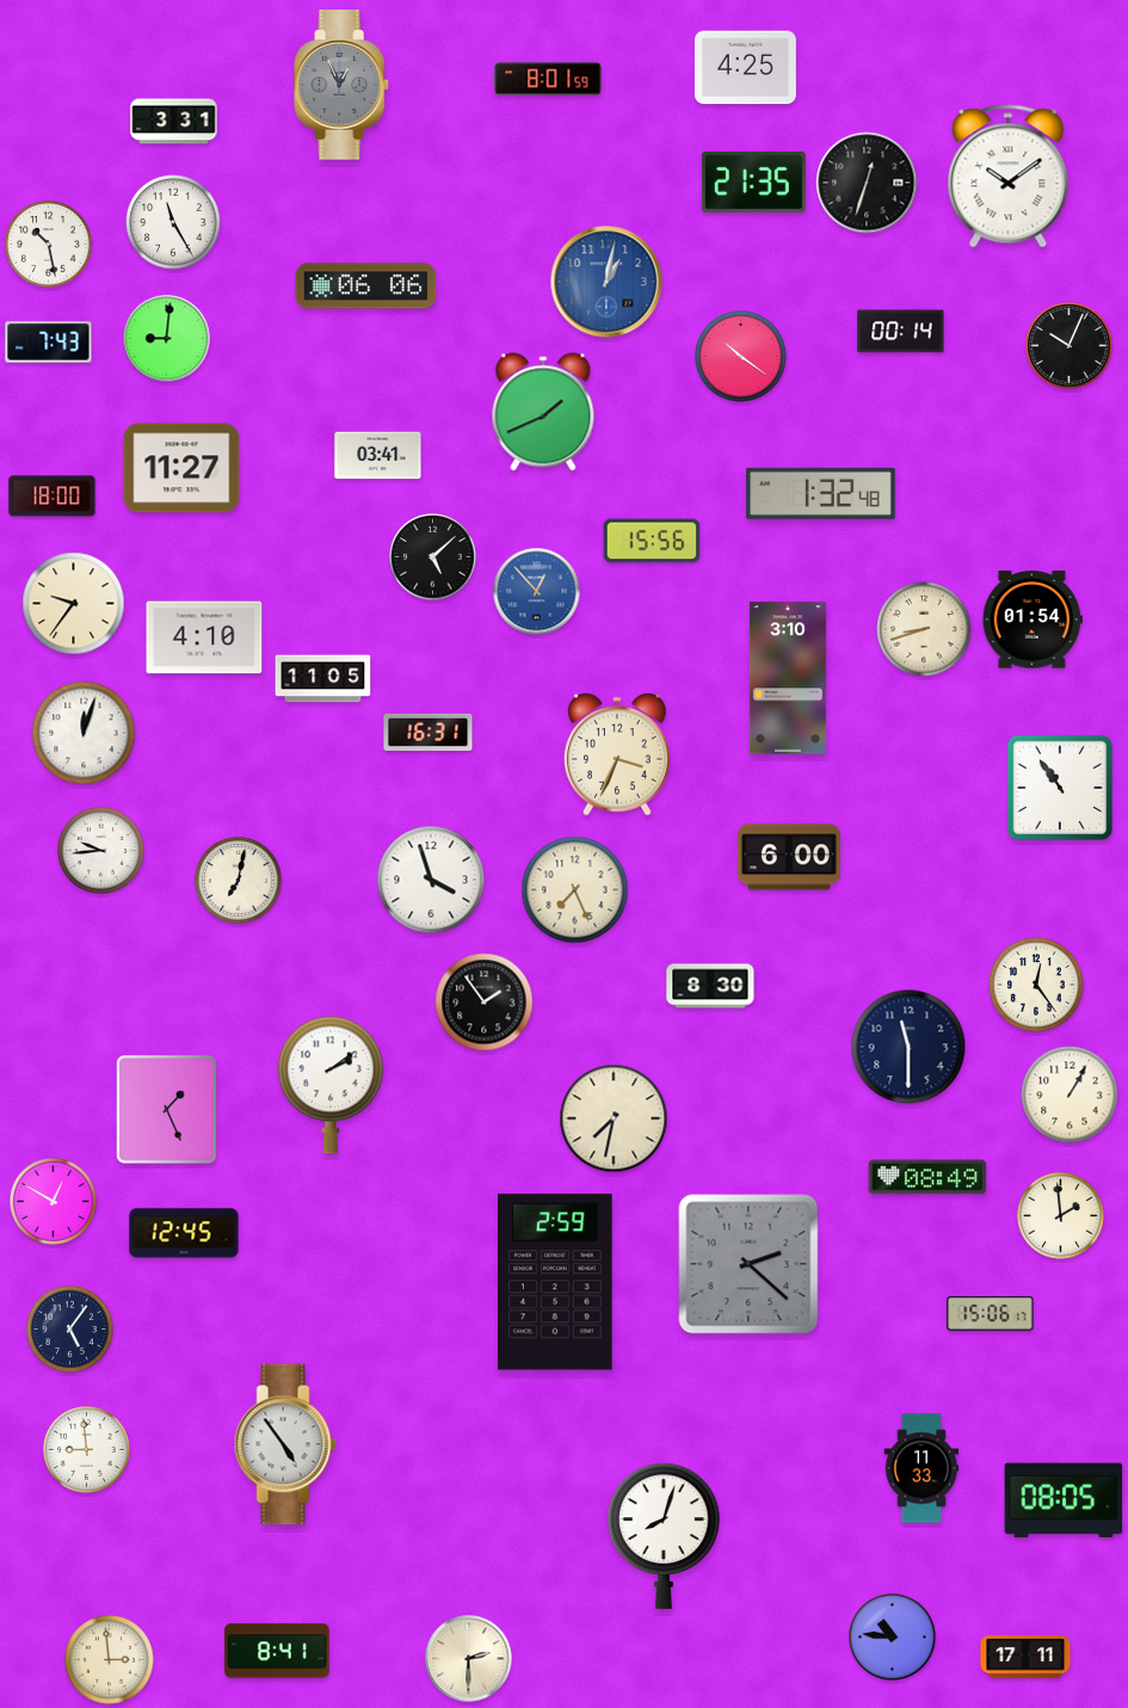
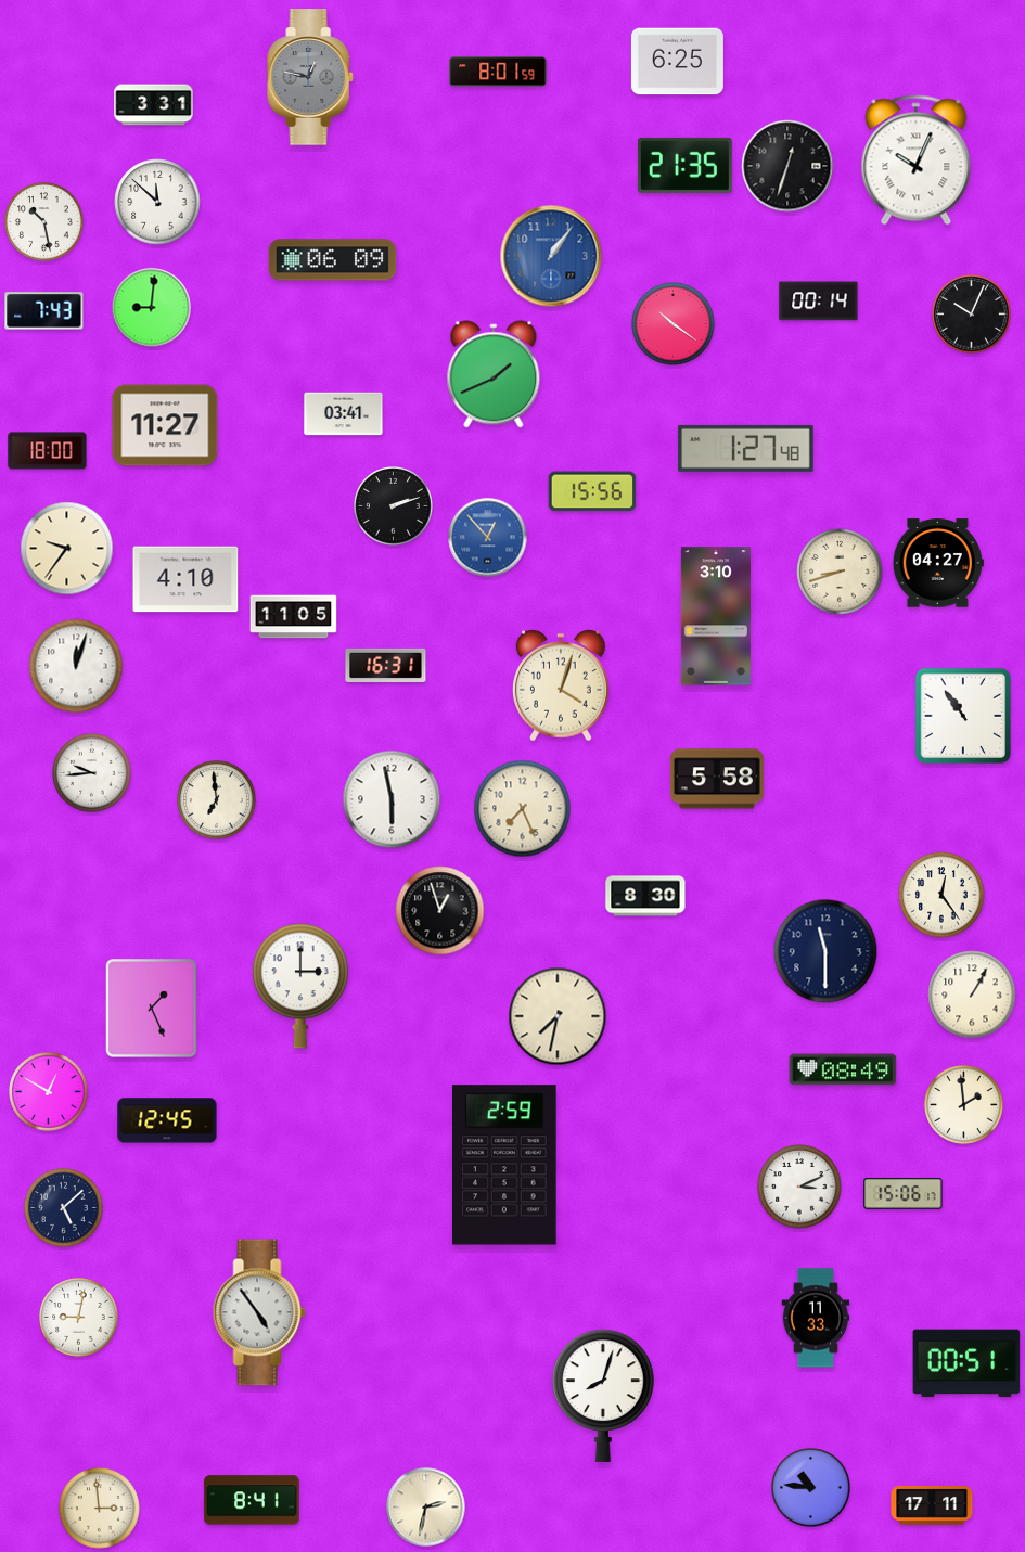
clock at (745, 68): 4:25 -> 6:25
clock at (343, 85): 12:56 -> 12:47
clock at (174, 122) position: (174, 122) -> (154, 105)
clock at (1009, 177): 10:09 -> 10:04
clock at (173, 222): 11:25 -> 11:52
clock at (606, 282): 1:02 -> 1:06
clock at (366, 286): 06:06 -> 06:09
clock at (821, 493): 1:32 -> 1:27
clock at (433, 557): 5:08 -> 2:12
clock at (1033, 619): 01:54 -> 04:27
clock at (429, 732) position: (429, 732) -> (386, 665)
clock at (617, 754): 3:34 -> 4:03
clock at (789, 857): 6:00 -> 5:58
clock at (431, 880): 3:57 -> 5:58
clock at (239, 881): 7:02 -> 6:59
clock at (485, 1003): 1:54 -> 12:57
clock at (331, 1085): 2:09 -> 3:00
clock at (748, 1264): 2:22 -> none
clock at (799, 1187): none -> 3:11
clock at (991, 1314) position: (991, 1314) -> (904, 1194)
clock at (70, 1330): 5:06 -> 5:08
clock at (87, 1450): 8:59 -> 9:02
clock at (921, 1468) position: (921, 1468) -> (816, 1318)
clock at (1064, 1500): 08:05 -> 00:51
clock at (469, 1659): 2:30 -> 2:32
